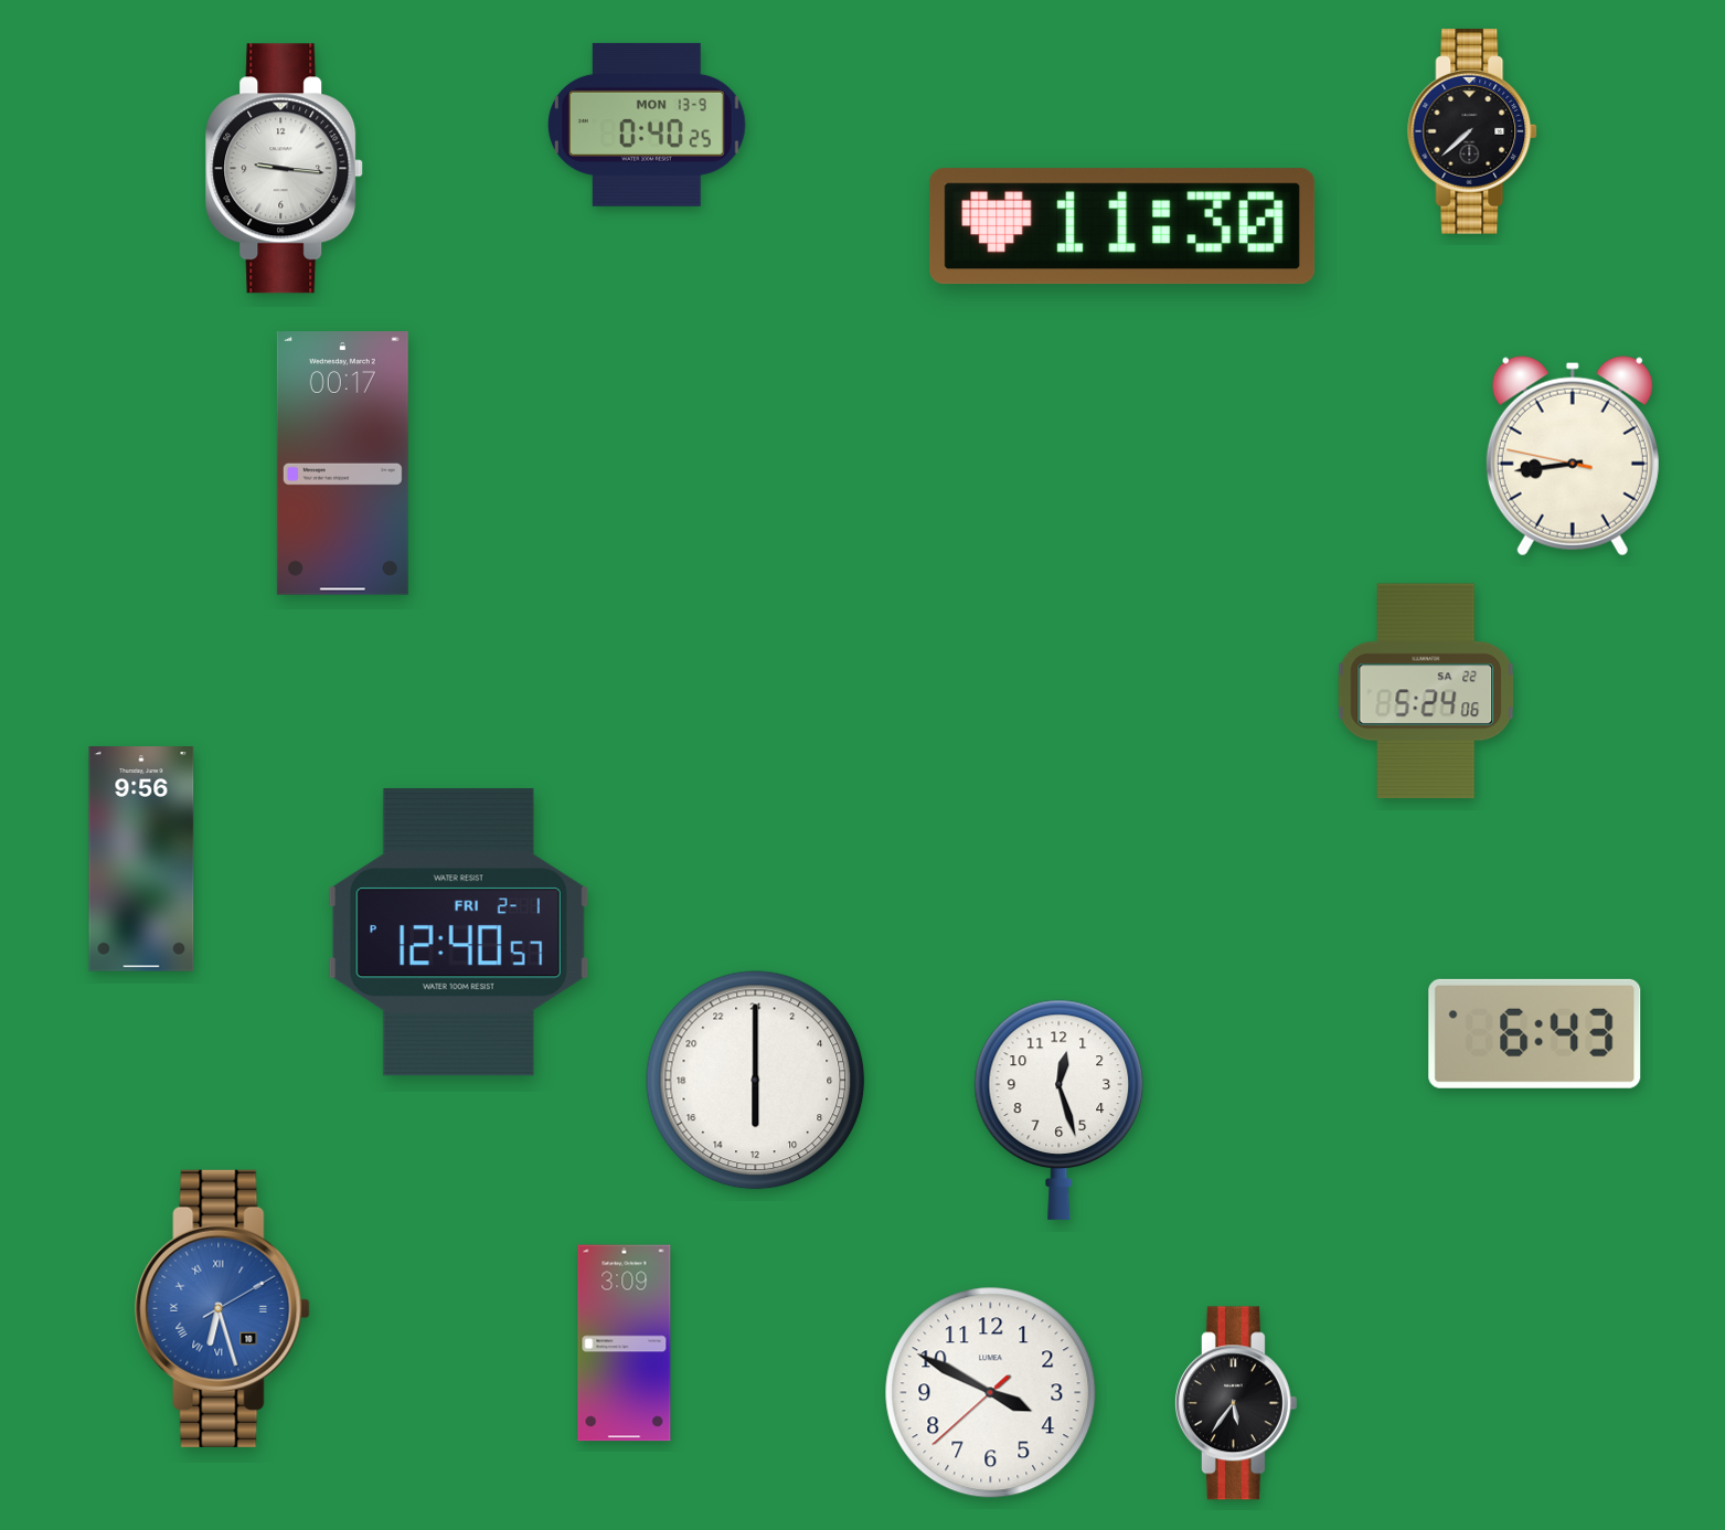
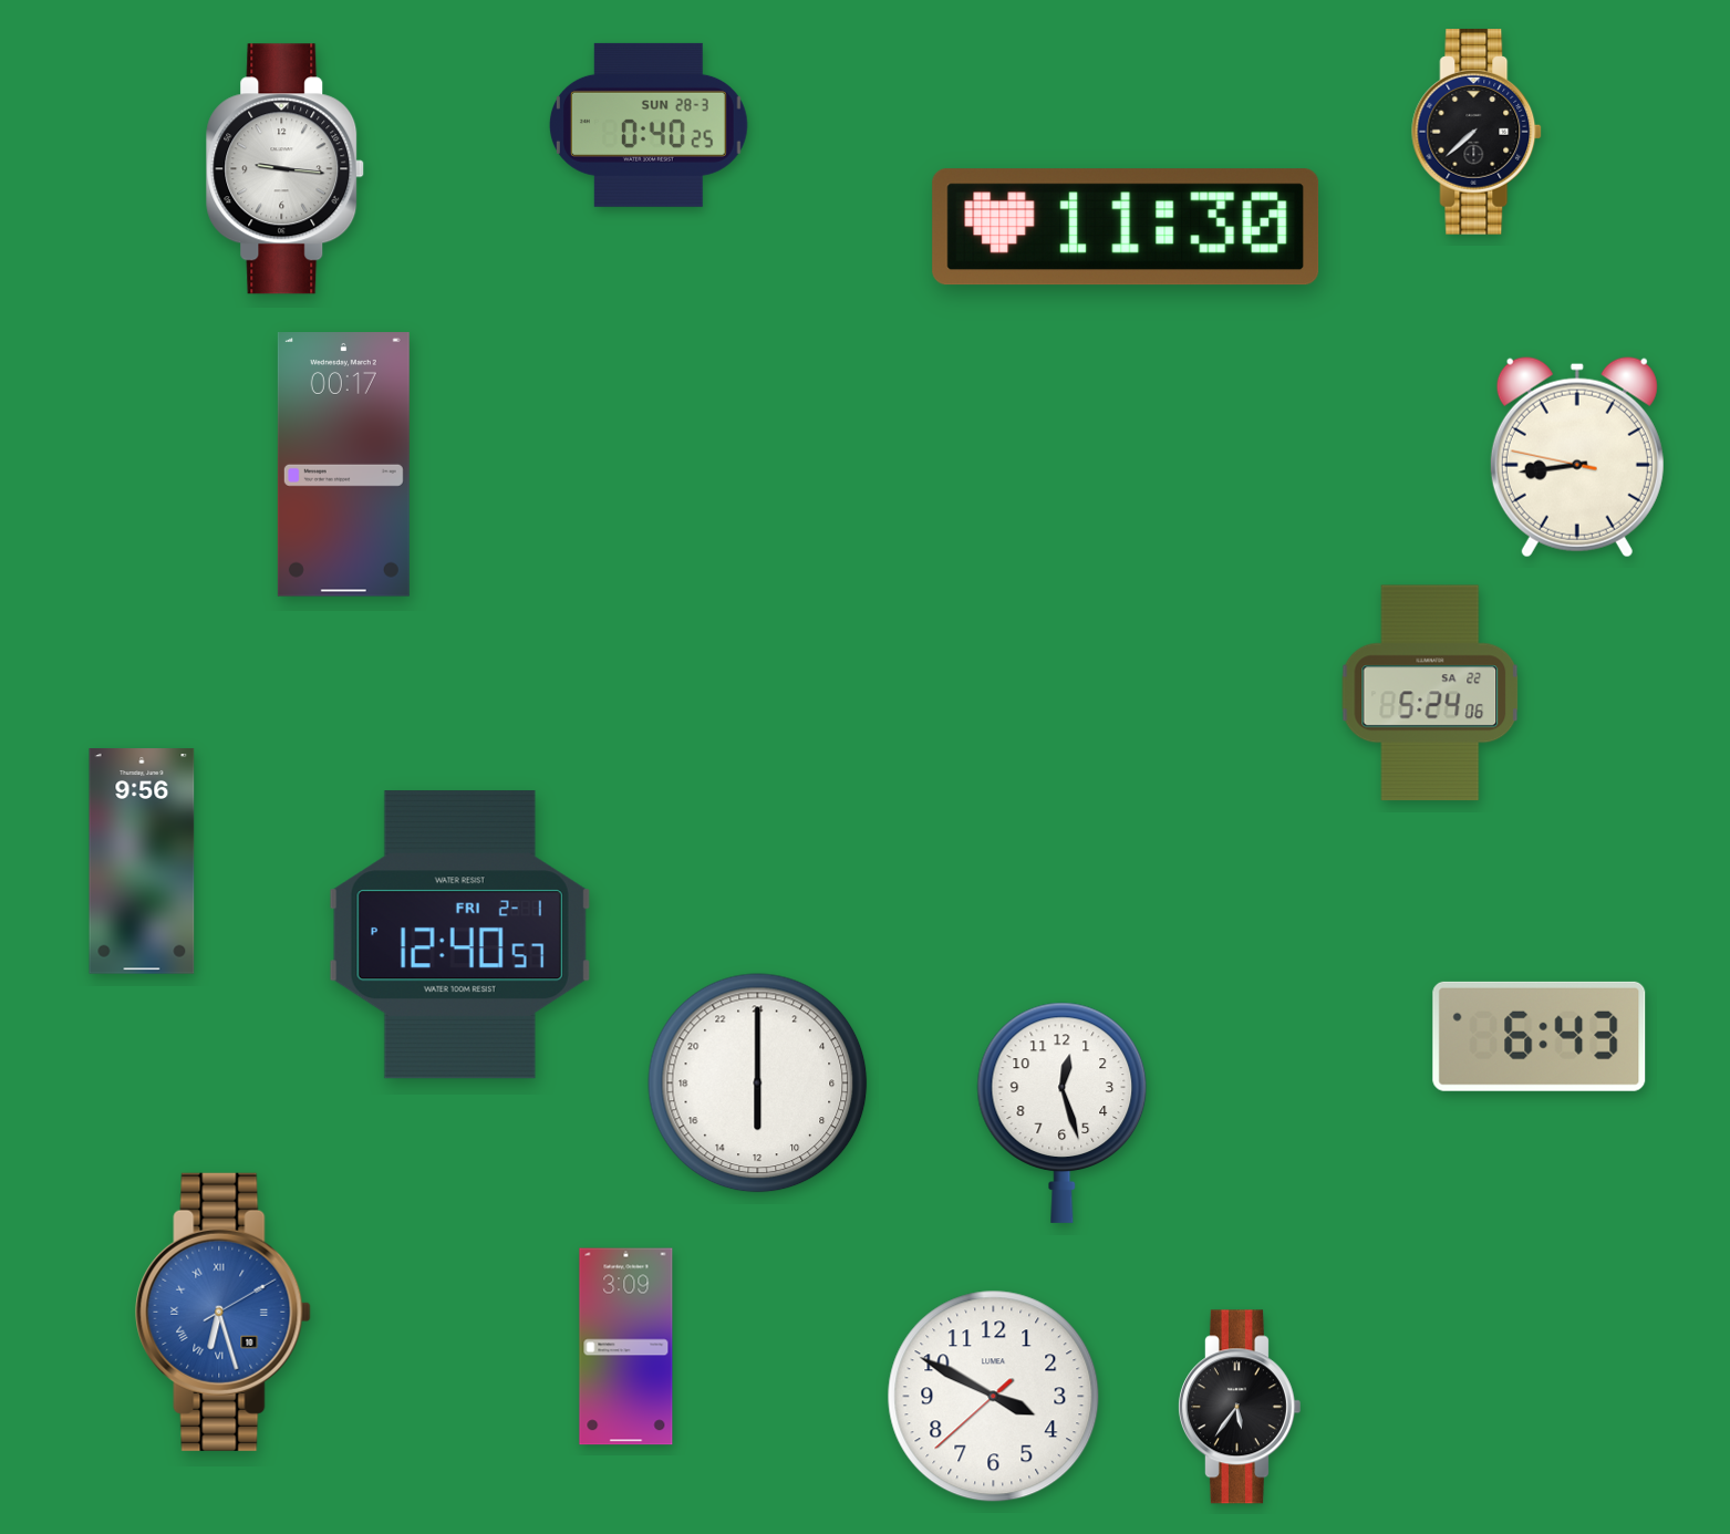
clock at (647, 125) date: MON 13-9 -> SUN 28-3
